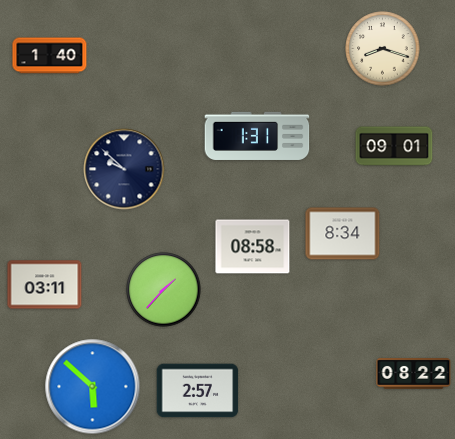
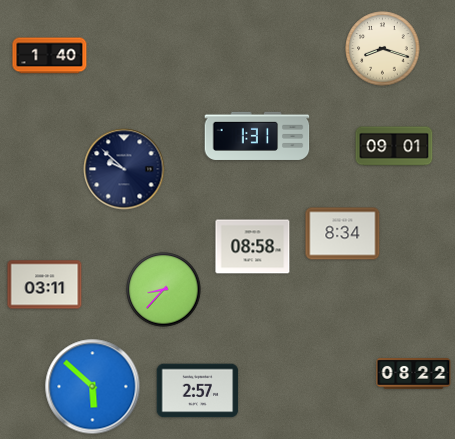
clock at (164, 290): 1:37 -> 8:37
